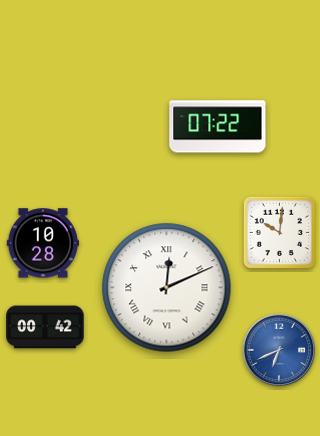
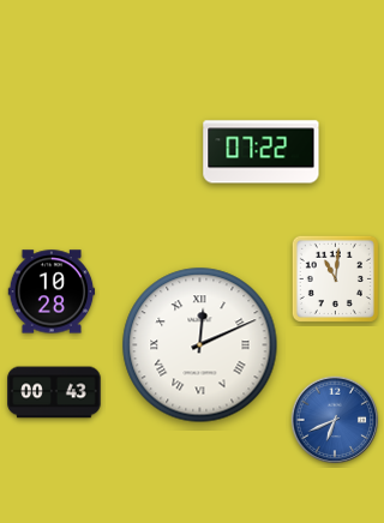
clock at (279, 232): 10:01 -> 11:01
clock at (45, 327): 00:42 -> 00:43
